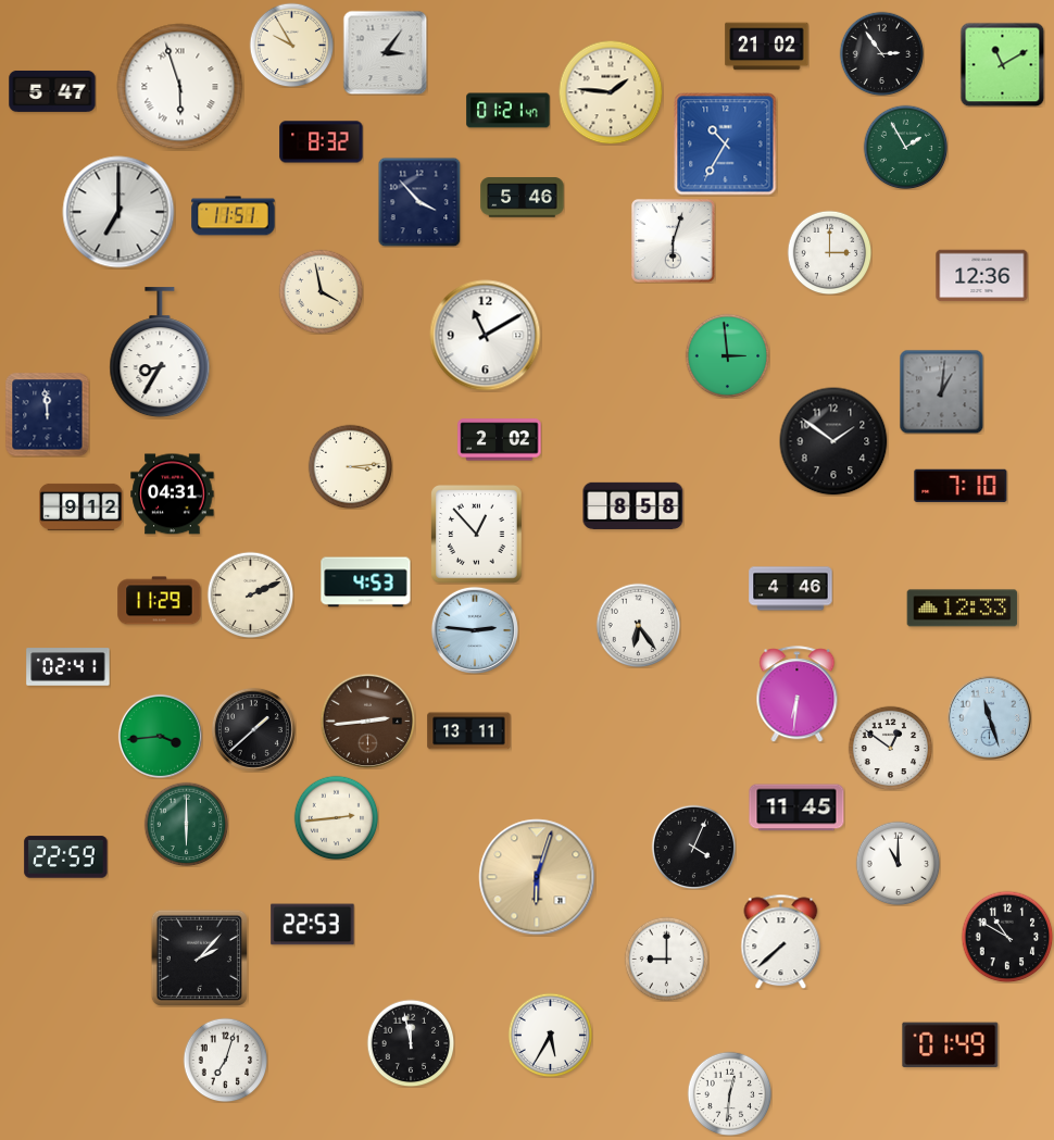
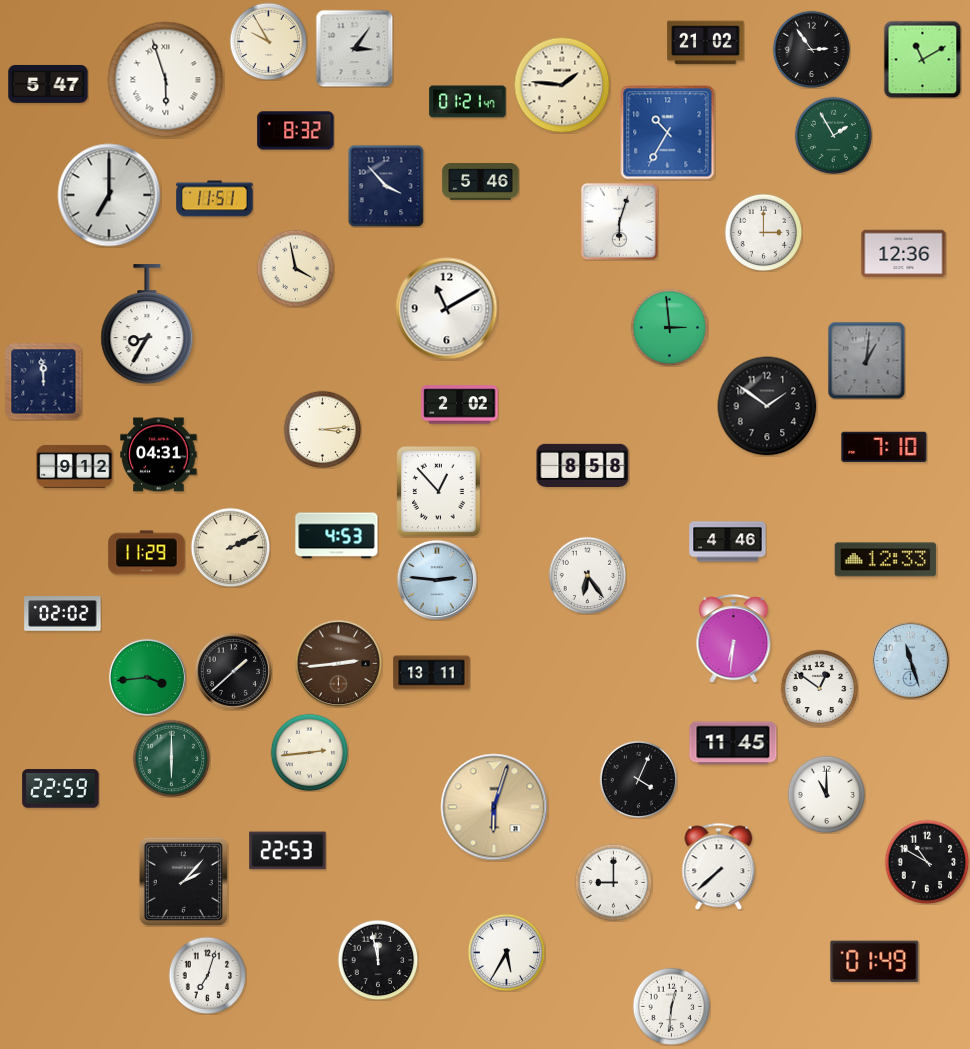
clock at (68, 667): 02:41 -> 02:02
